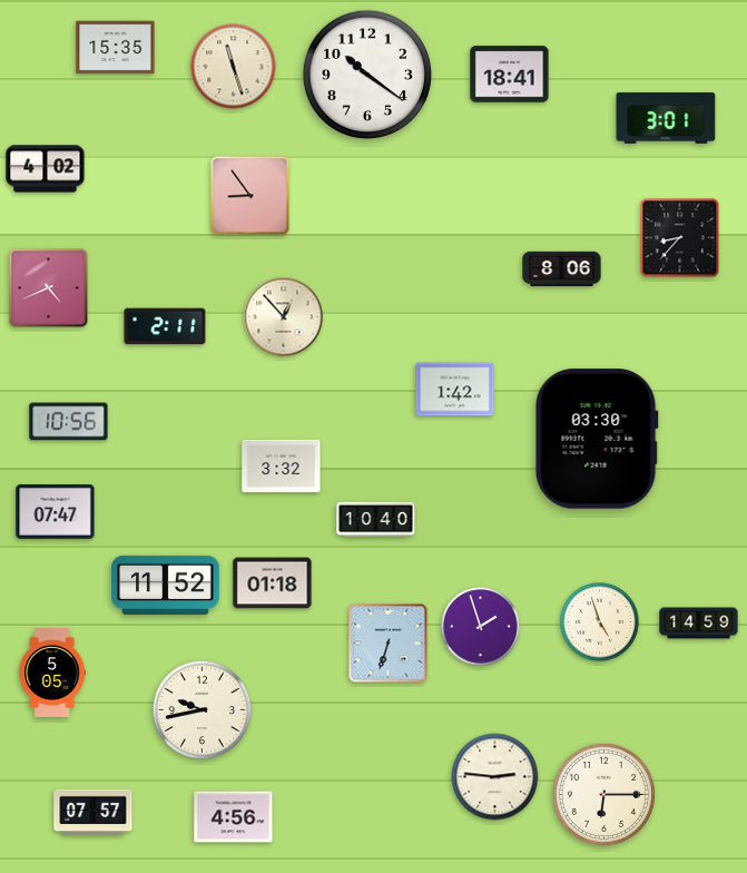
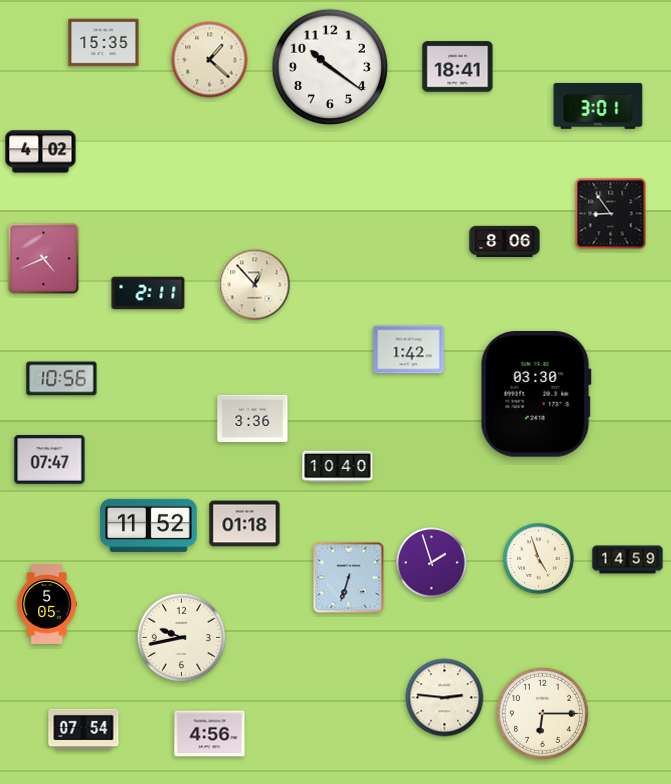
clock at (234, 67): 11:27 -> 1:22
clock at (250, 196): 8:54 -> none
clock at (680, 238): 8:37 -> 8:54
clock at (282, 467): 3:32 -> 3:36
clock at (94, 813): 07:57 -> 07:54
